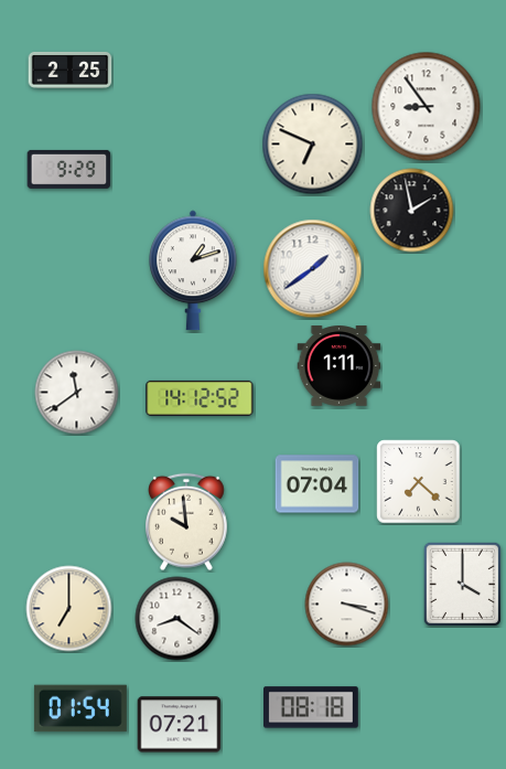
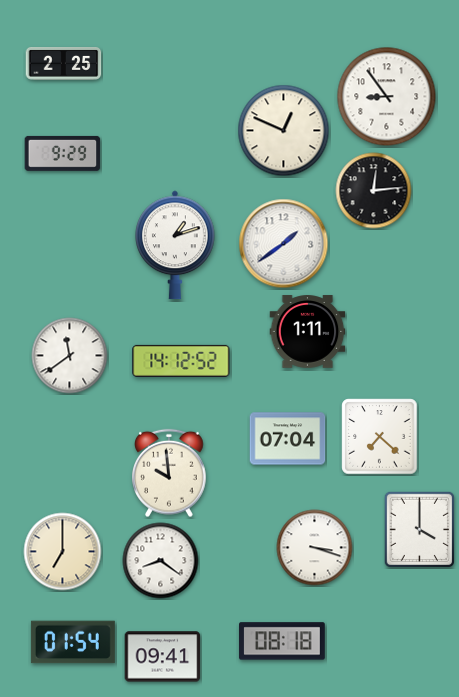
clock at (313, 145): 6:49 -> 12:49
clock at (412, 211): 1:58 -> 12:14
clock at (180, 725): 07:21 -> 09:41
